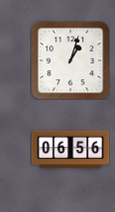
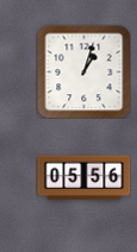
clock at (70, 150): 06:56 -> 05:56
